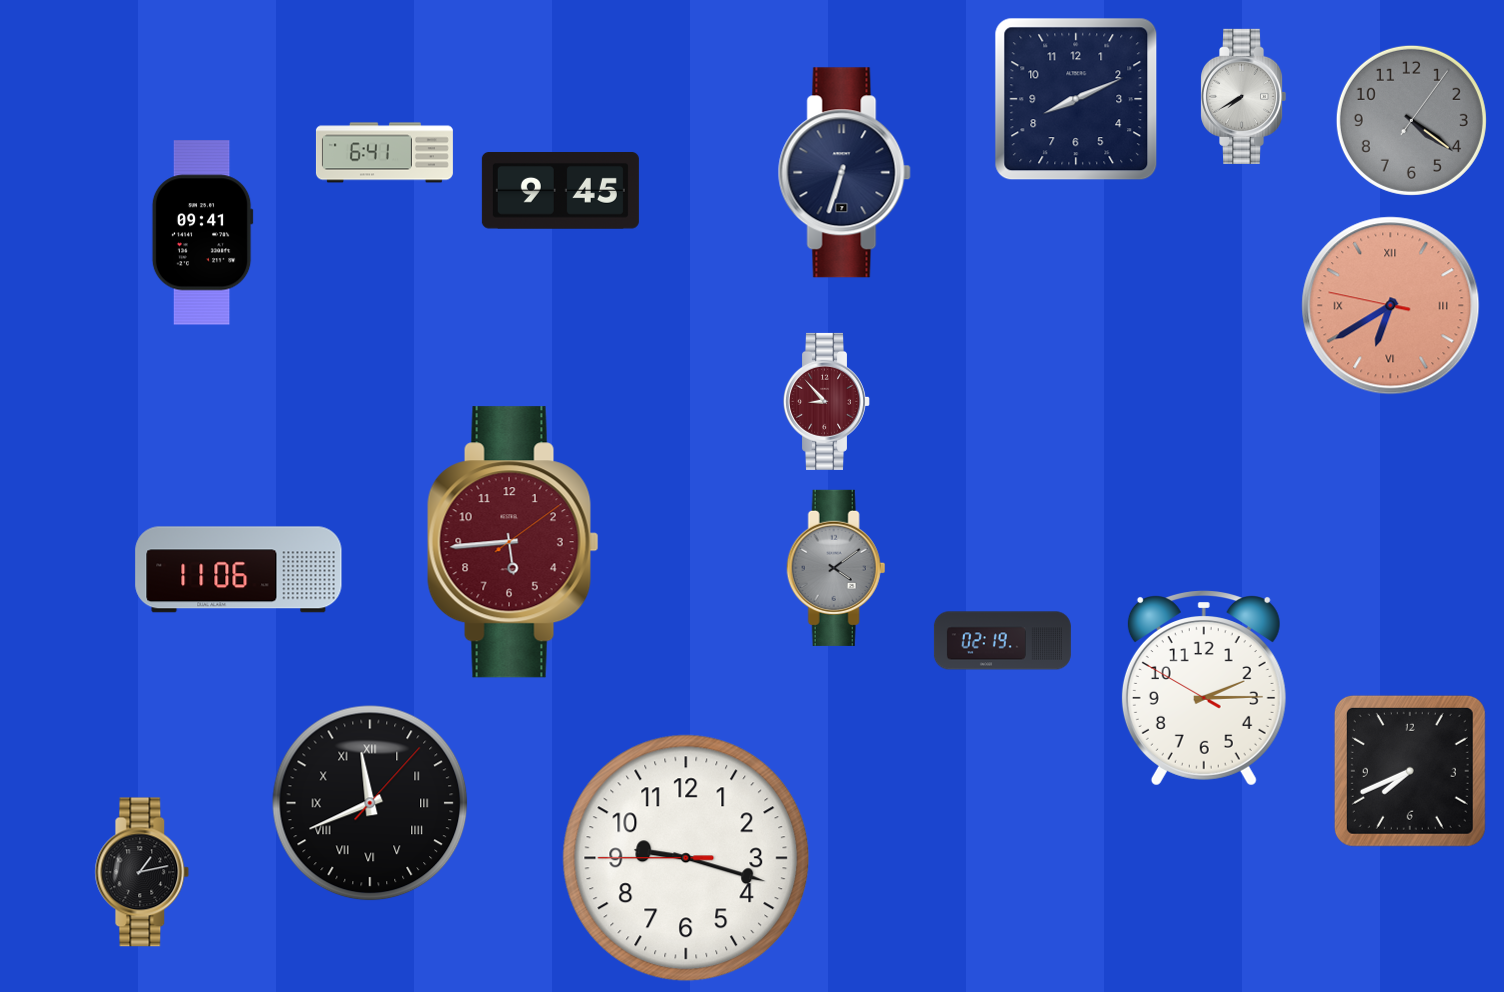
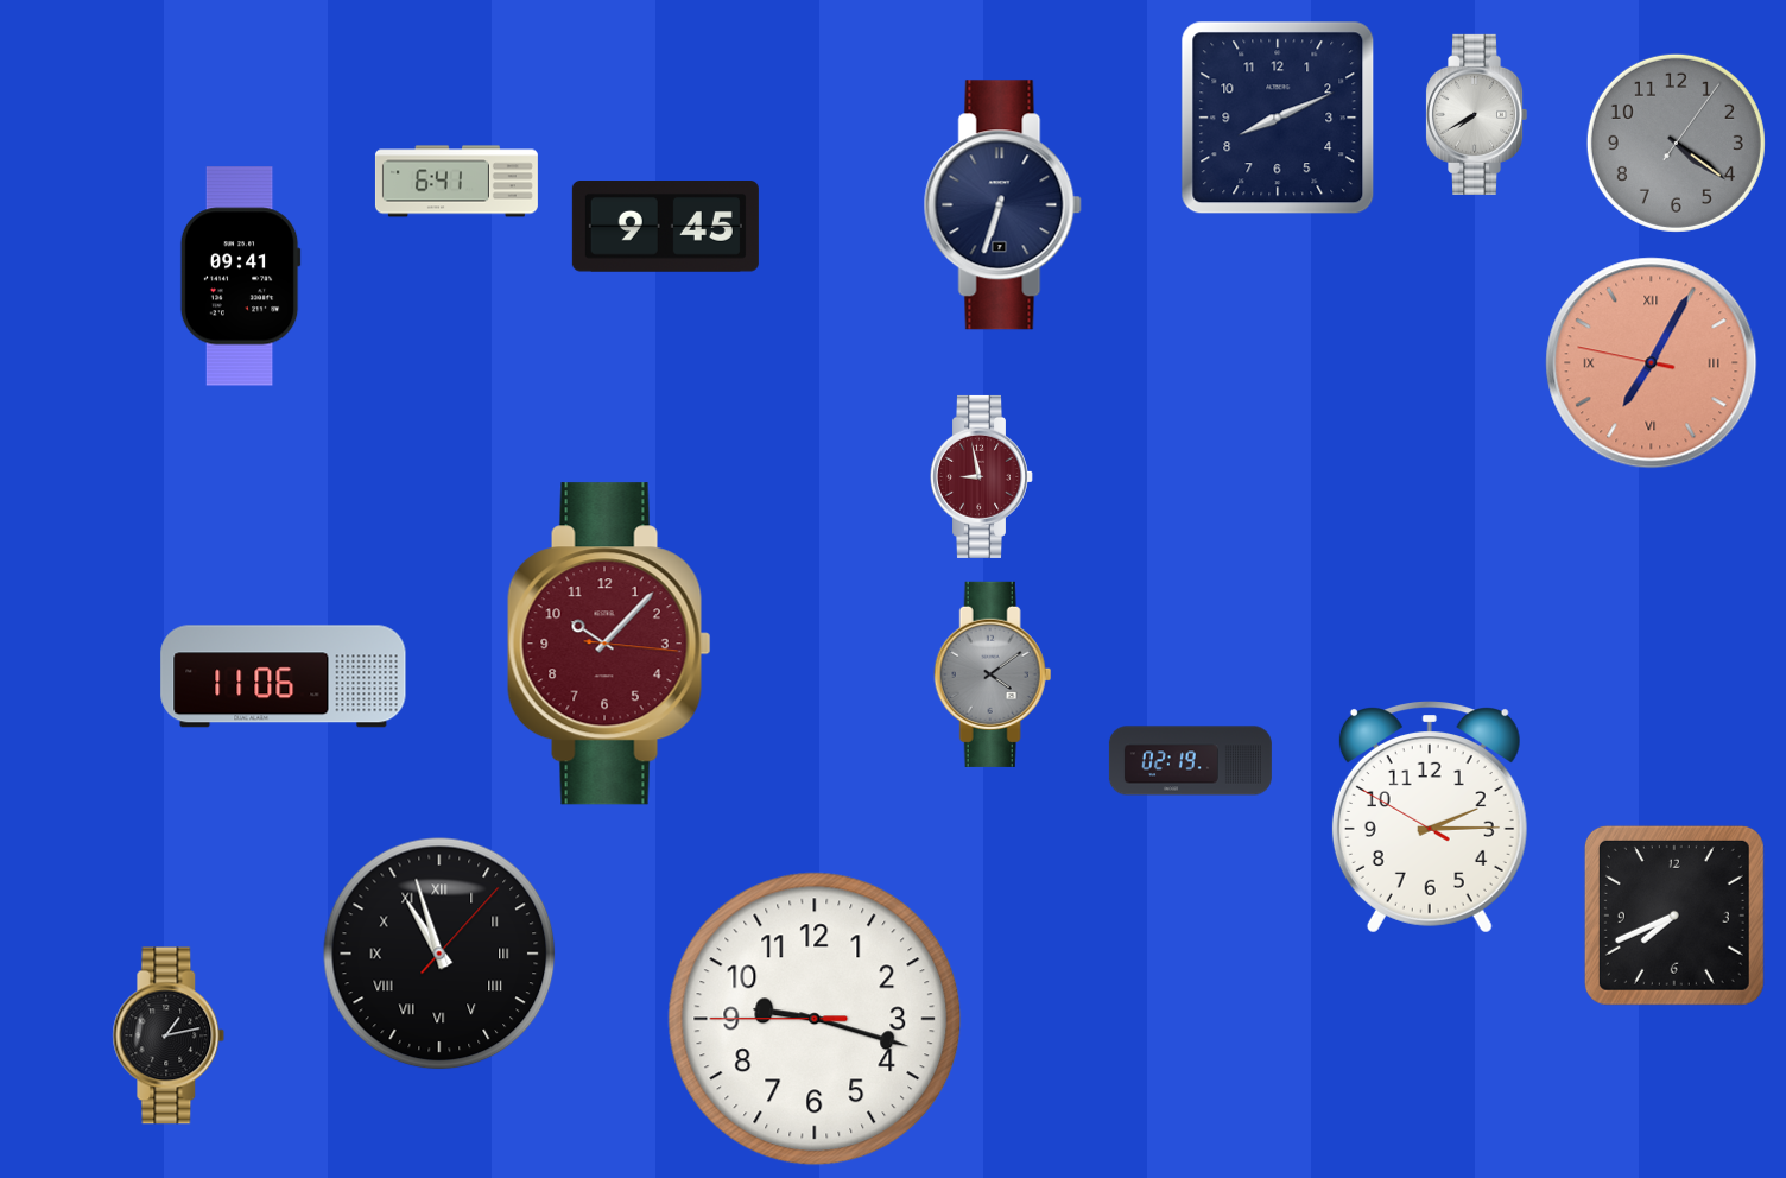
clock at (1391, 306): 6:39 -> 7:04
clock at (827, 401): 8:53 -> 8:58
clock at (513, 542): 5:44 -> 10:07
clock at (370, 803): 11:41 -> 10:57
